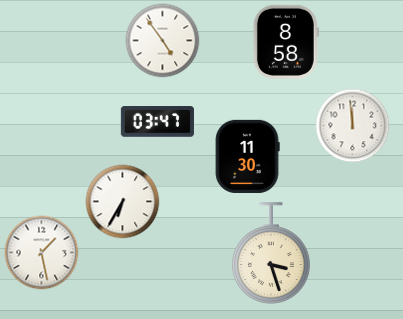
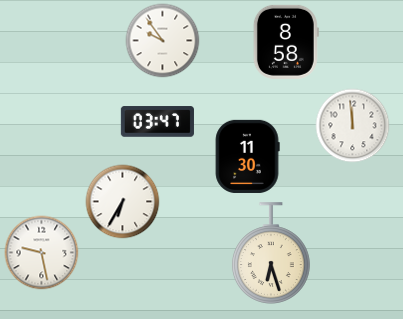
clock at (163, 41): 4:54 -> 9:54
clock at (42, 253): 1:28 -> 9:28
clock at (272, 253): 3:27 -> 6:27
